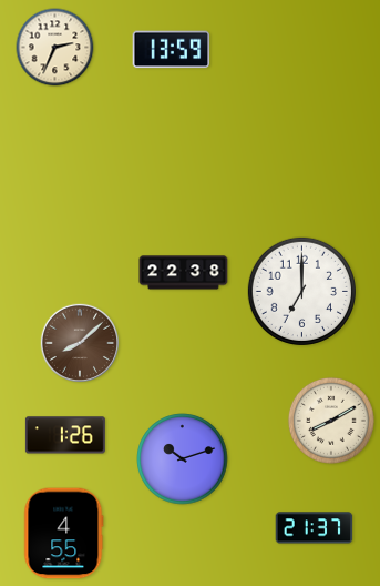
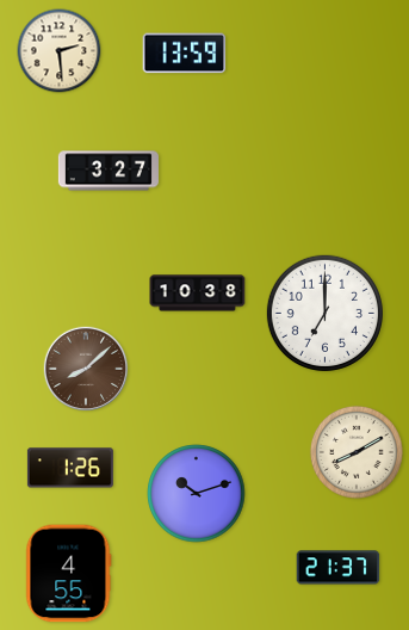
clock at (55, 48): 2:34 -> 2:29
clock at (109, 171): none -> 3:27
clock at (184, 273): 22:38 -> 10:38
